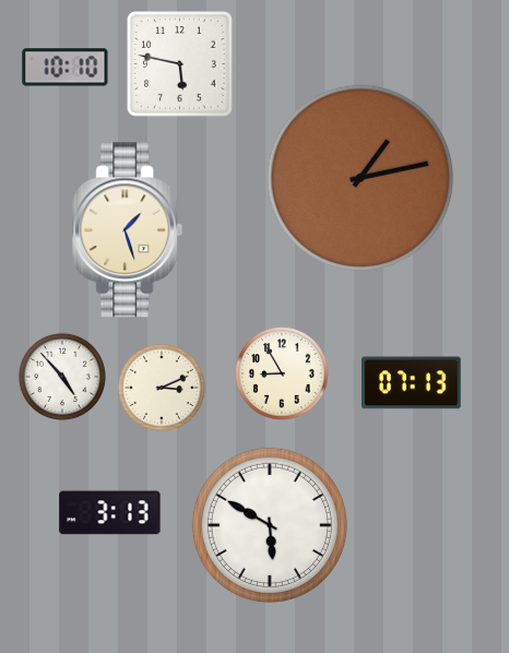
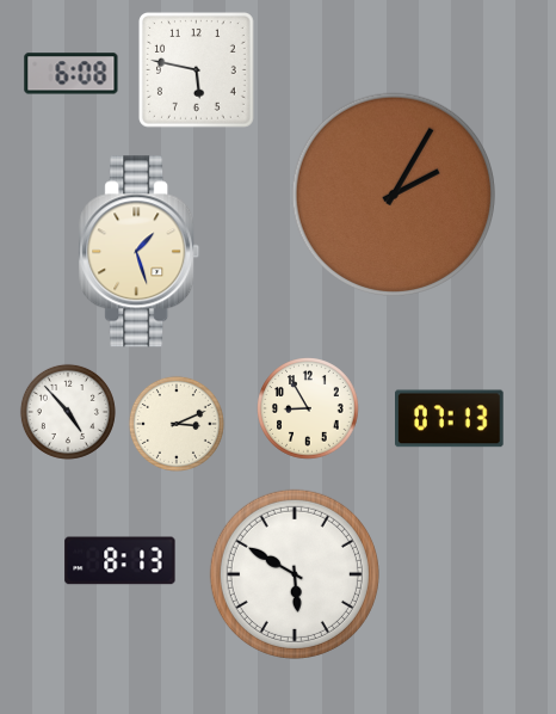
clock at (66, 68): 10:10 -> 6:08
clock at (359, 177): 1:13 -> 2:05
clock at (110, 513): 3:13 -> 8:13
